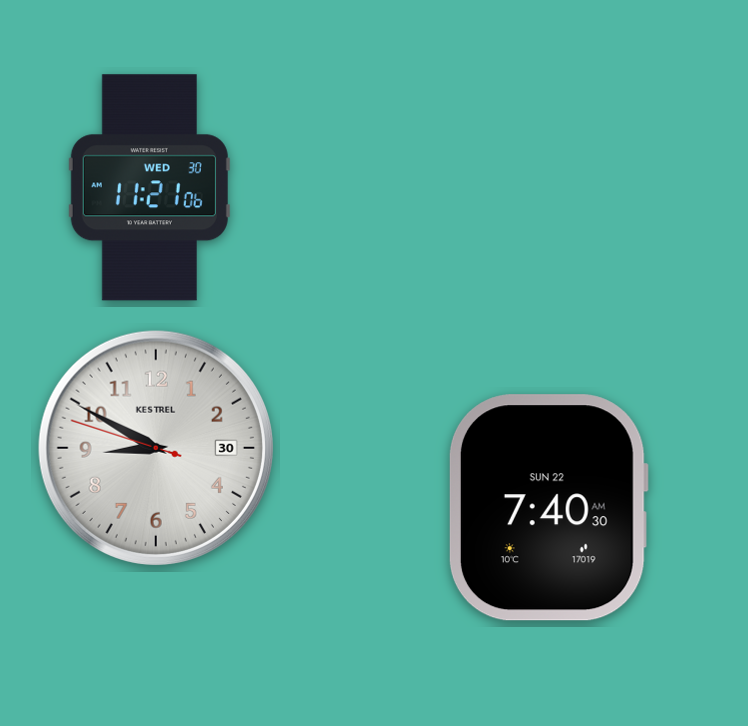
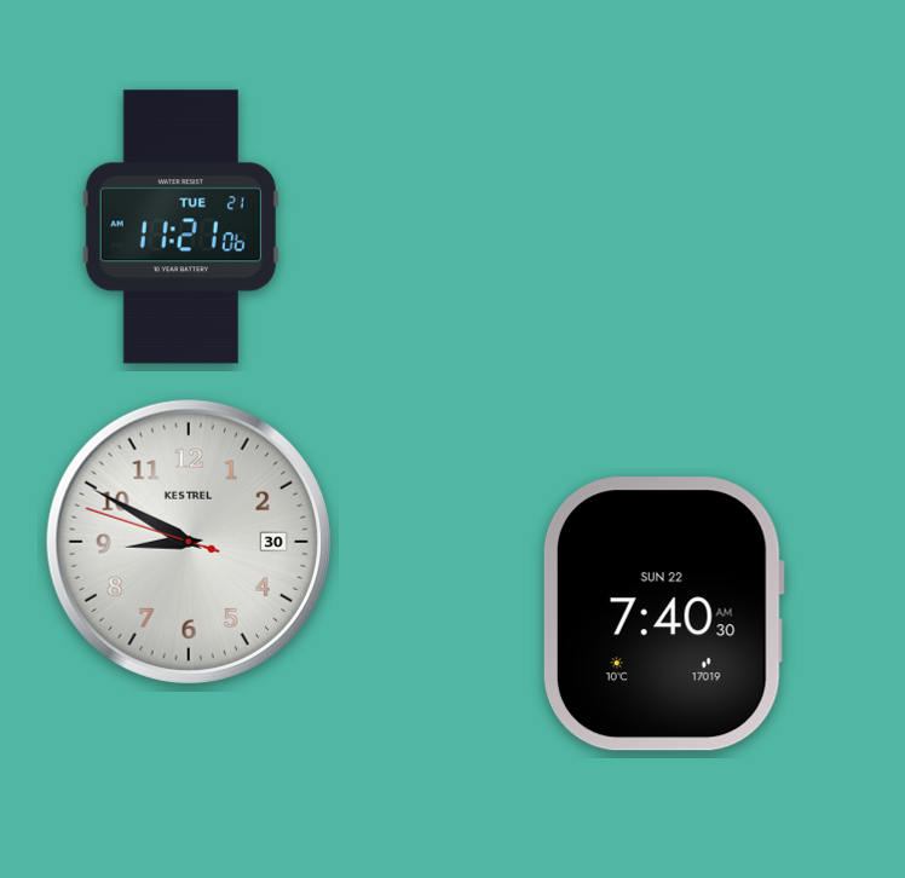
clock at (149, 188) date: WED 30 -> TUE 21
